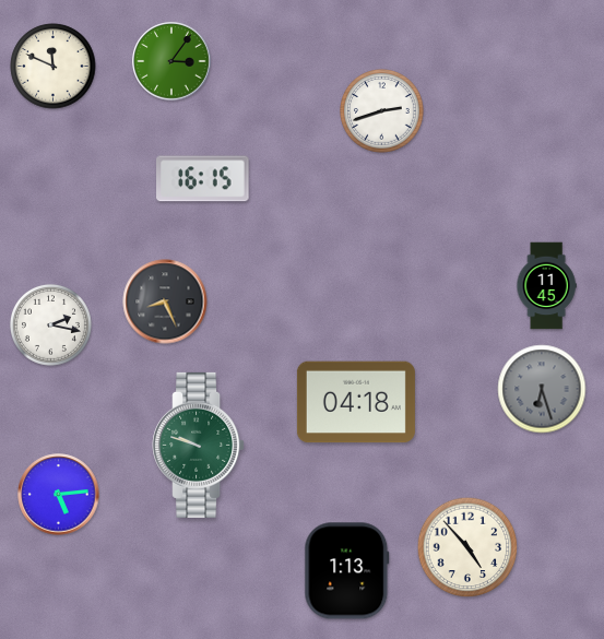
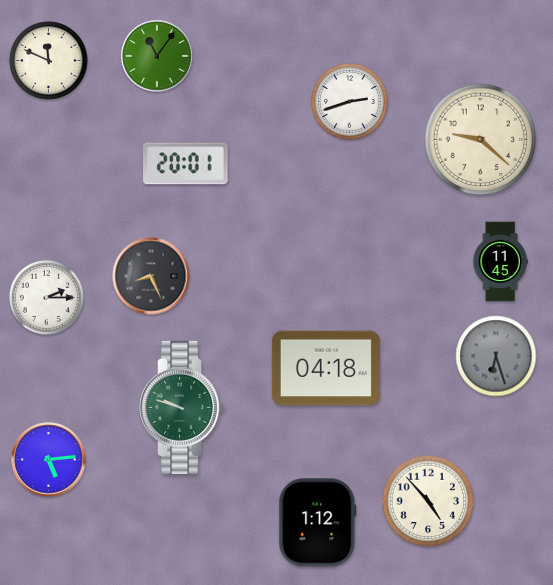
clock at (171, 61): 3:06 -> 11:06
clock at (481, 140): none -> 9:22
clock at (203, 179): 16:15 -> 20:01
clock at (50, 324): 2:17 -> 2:15
clock at (59, 495) position: (59, 495) -> (49, 460)
clock at (347, 571): 1:13 -> 1:12
